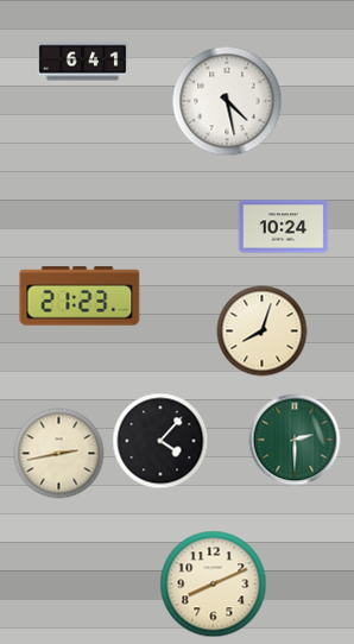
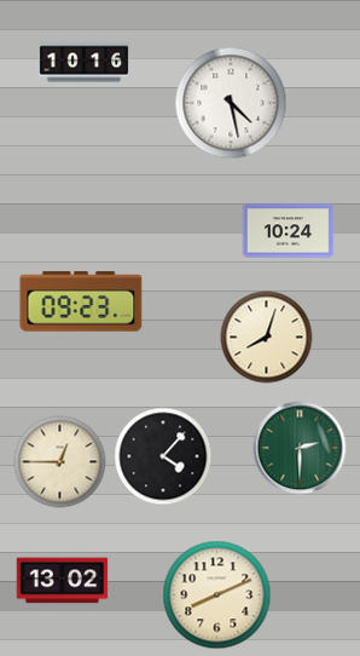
clock at (83, 62): 6:41 -> 10:16
clock at (80, 296): 21:23 -> 09:23
clock at (160, 441) position: (160, 441) -> (163, 456)
clock at (59, 454): 2:43 -> 12:45
clock at (63, 581): none -> 13:02
